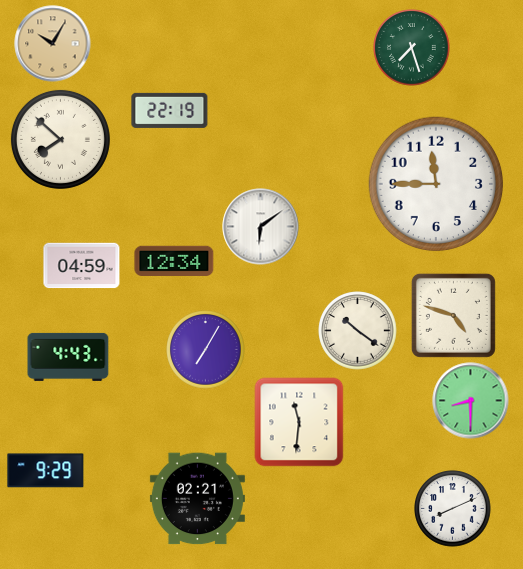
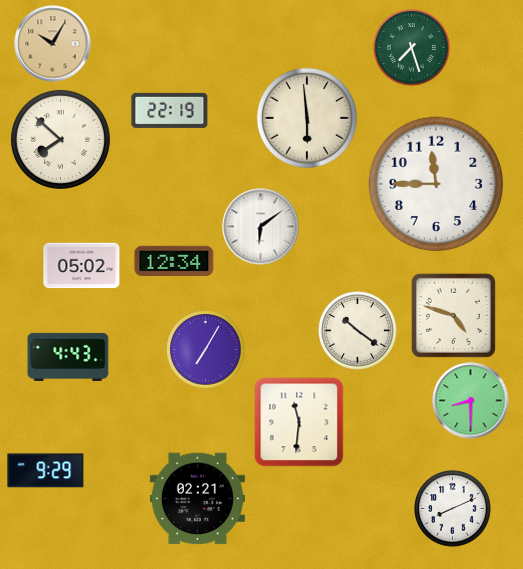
clock at (307, 118): none -> 5:59
clock at (82, 266): 04:59 -> 05:02
